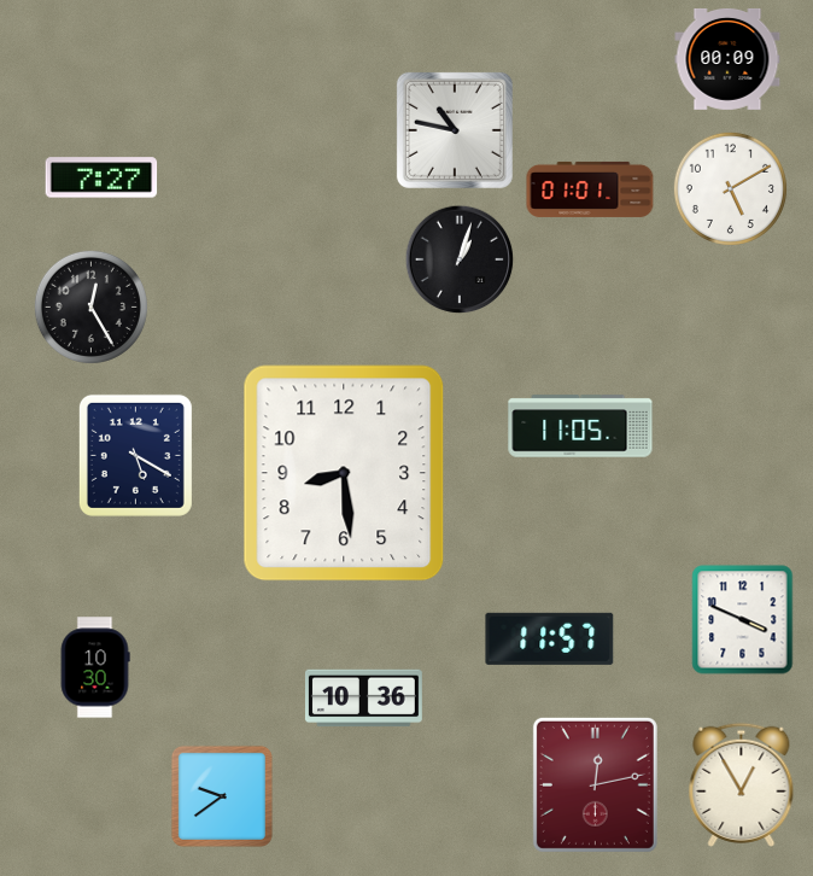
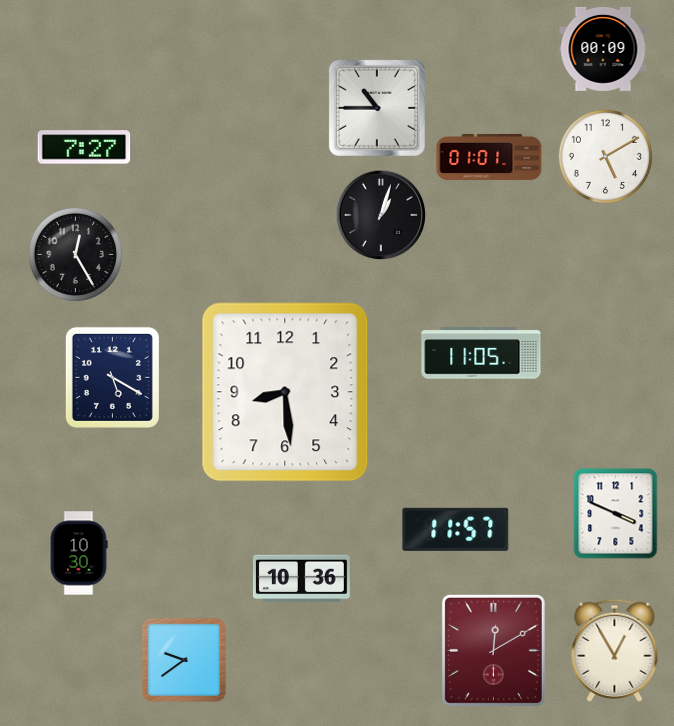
clock at (455, 130): 10:47 -> 10:45
clock at (595, 784): 12:13 -> 12:10
